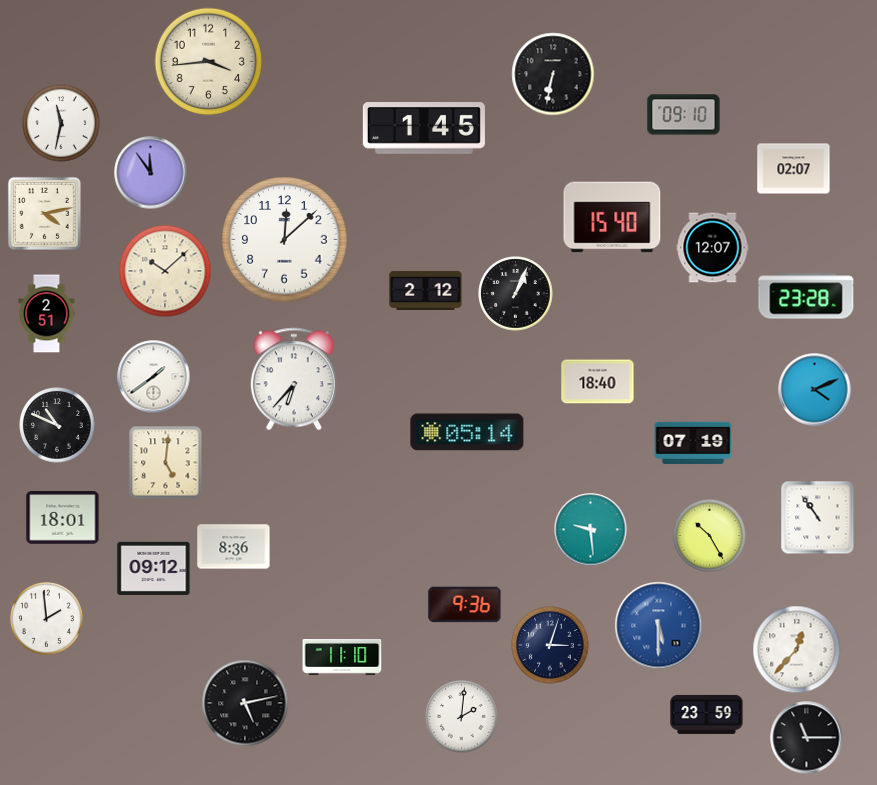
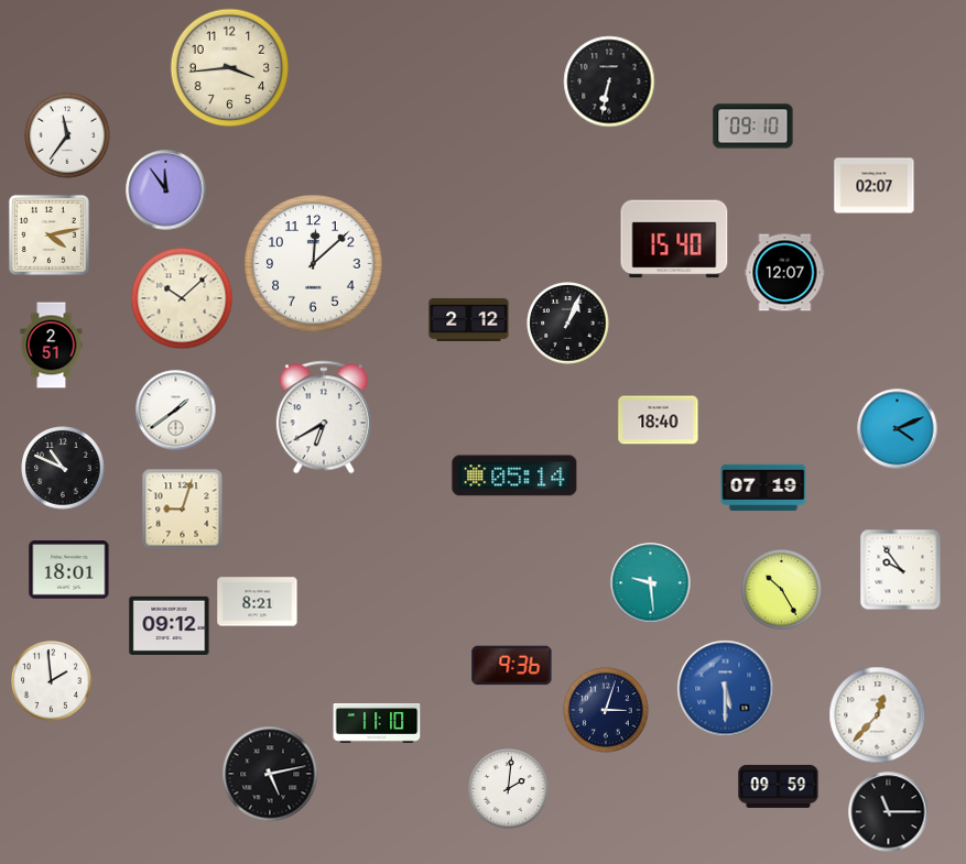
clock at (61, 123): 11:32 -> 11:36
clock at (424, 129): 1:45 -> none
clock at (806, 296): 23:28 -> none
clock at (154, 377) position: (154, 377) -> (176, 411)
clock at (294, 379): 6:37 -> 6:40
clock at (166, 463): 5:01 -> 9:03
clock at (818, 518): 10:54 -> 9:54
clock at (234, 547): 8:36 -> 8:21
clock at (707, 714): 23:59 -> 09:59
